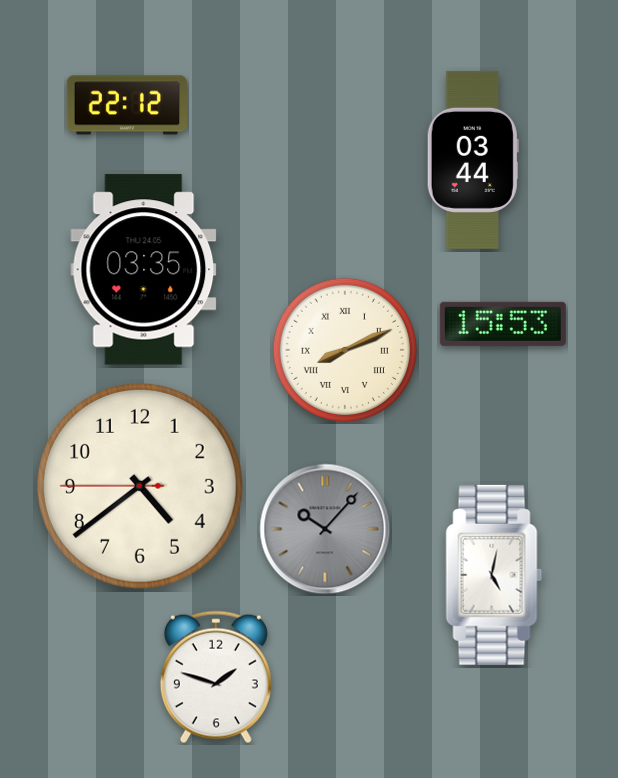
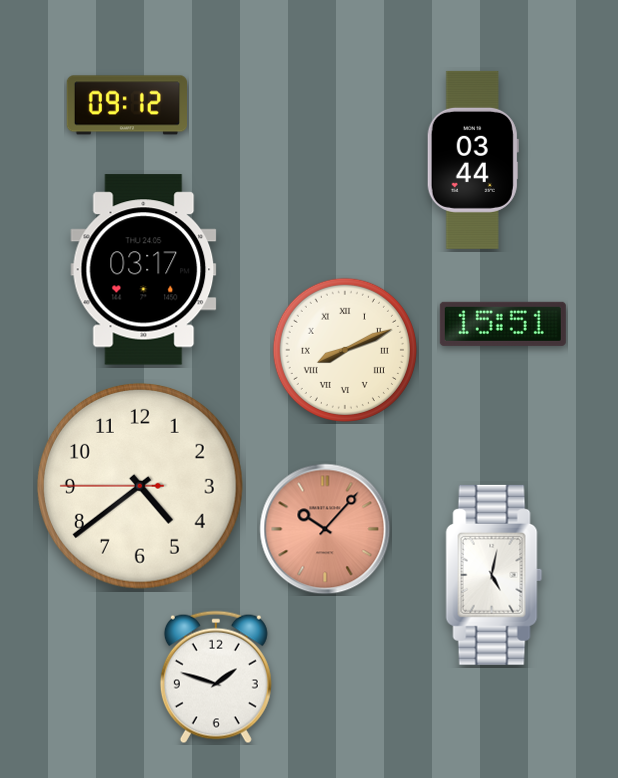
clock at (126, 105): 22:12 -> 09:12
clock at (144, 270): 03:35 -> 03:17
clock at (503, 324): 15:53 -> 15:51
clock at (325, 529) dial: grey -> salmon
